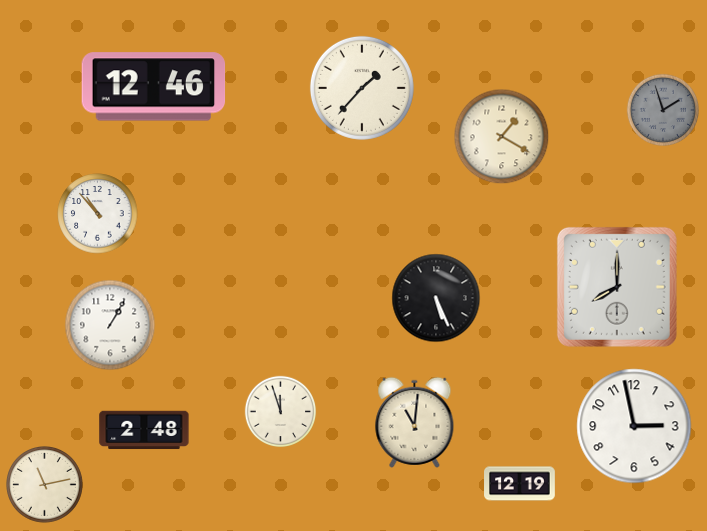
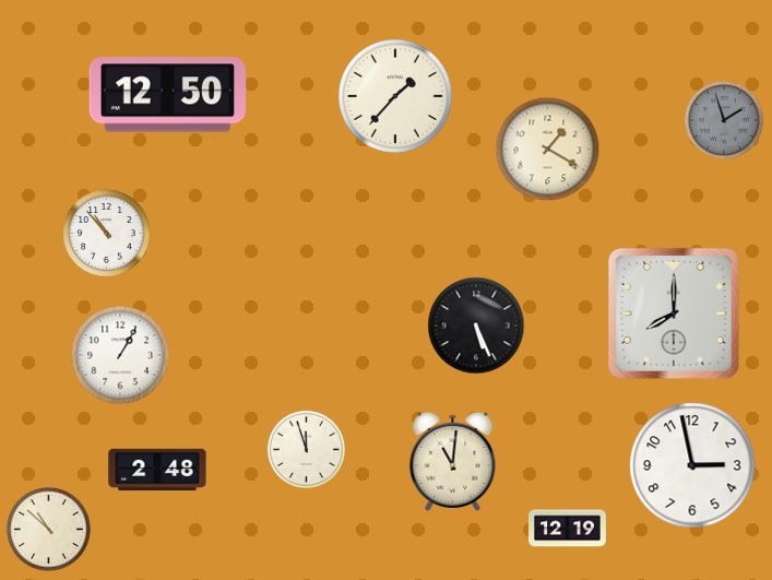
clock at (154, 87): 12:46 -> 12:50
clock at (45, 485): 11:13 -> 10:52
